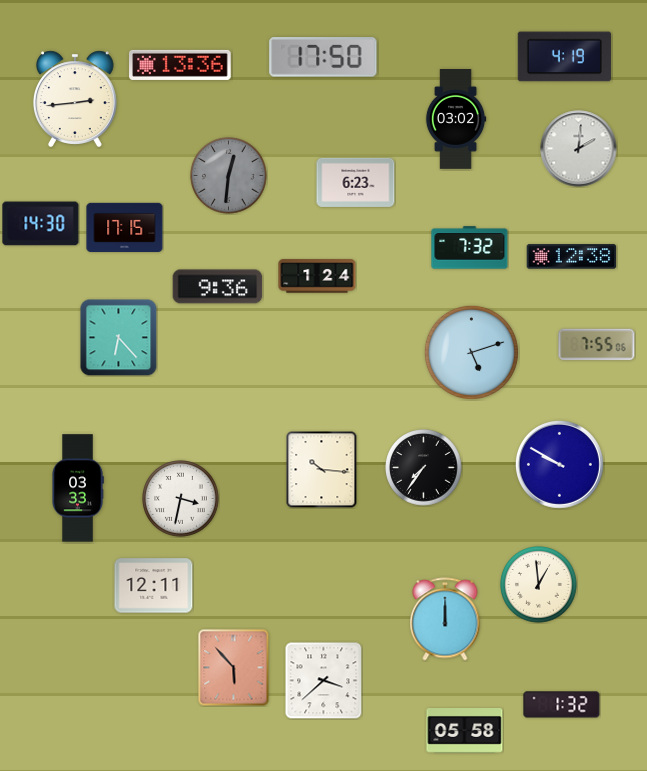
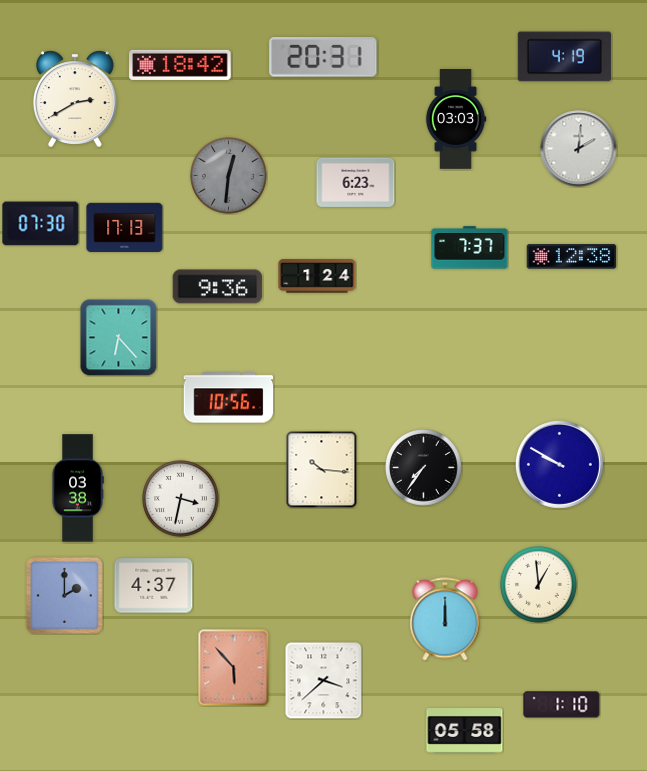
clock at (323, 57): 17:50 -> 20:31
clock at (180, 65): 13:36 -> 18:42
clock at (75, 99): 2:44 -> 2:40
clock at (456, 120): 03:02 -> 03:03
clock at (41, 224): 14:30 -> 07:30
clock at (125, 227): 17:15 -> 17:13
clock at (470, 248): 7:32 -> 7:37
clock at (597, 345): 7:55 -> none
clock at (471, 352): 5:12 -> none
clock at (229, 398): none -> 10:56
clock at (78, 488): 03:33 -> 03:38
clock at (154, 586): 12:11 -> 4:37
clock at (64, 595): none -> 2:00
clock at (562, 705): 1:32 -> 1:10
